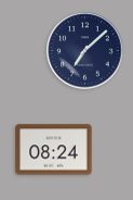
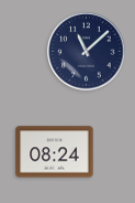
clock at (85, 51): 7:08 -> 11:08
